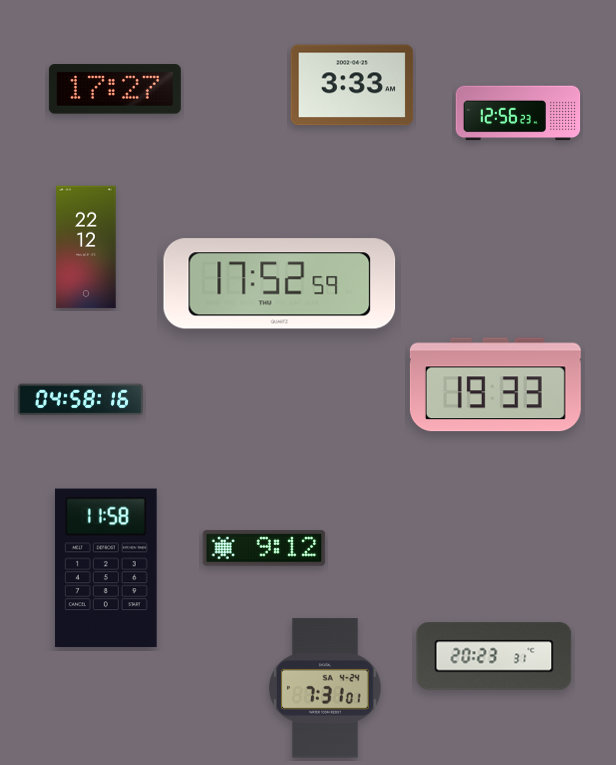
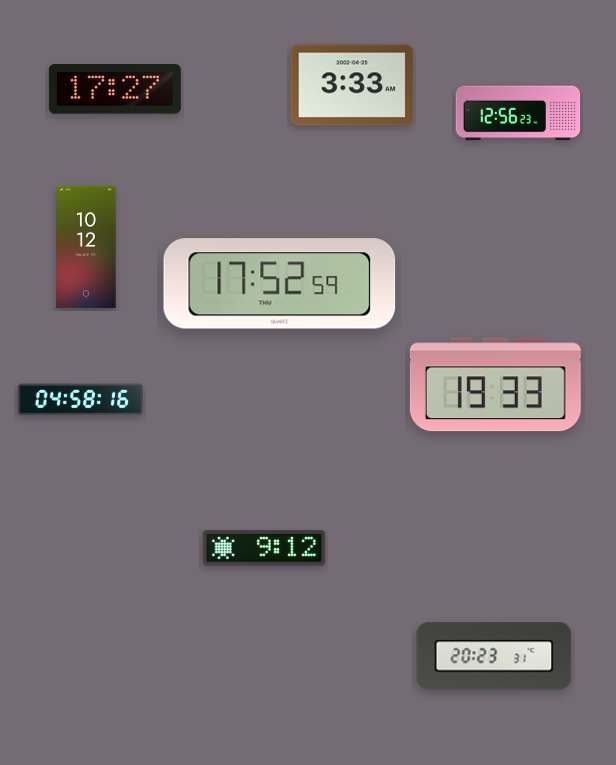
clock at (86, 247): 22:12 -> 10:12
clock at (106, 568): 11:58 -> none
clock at (325, 688): 7:31 -> none
